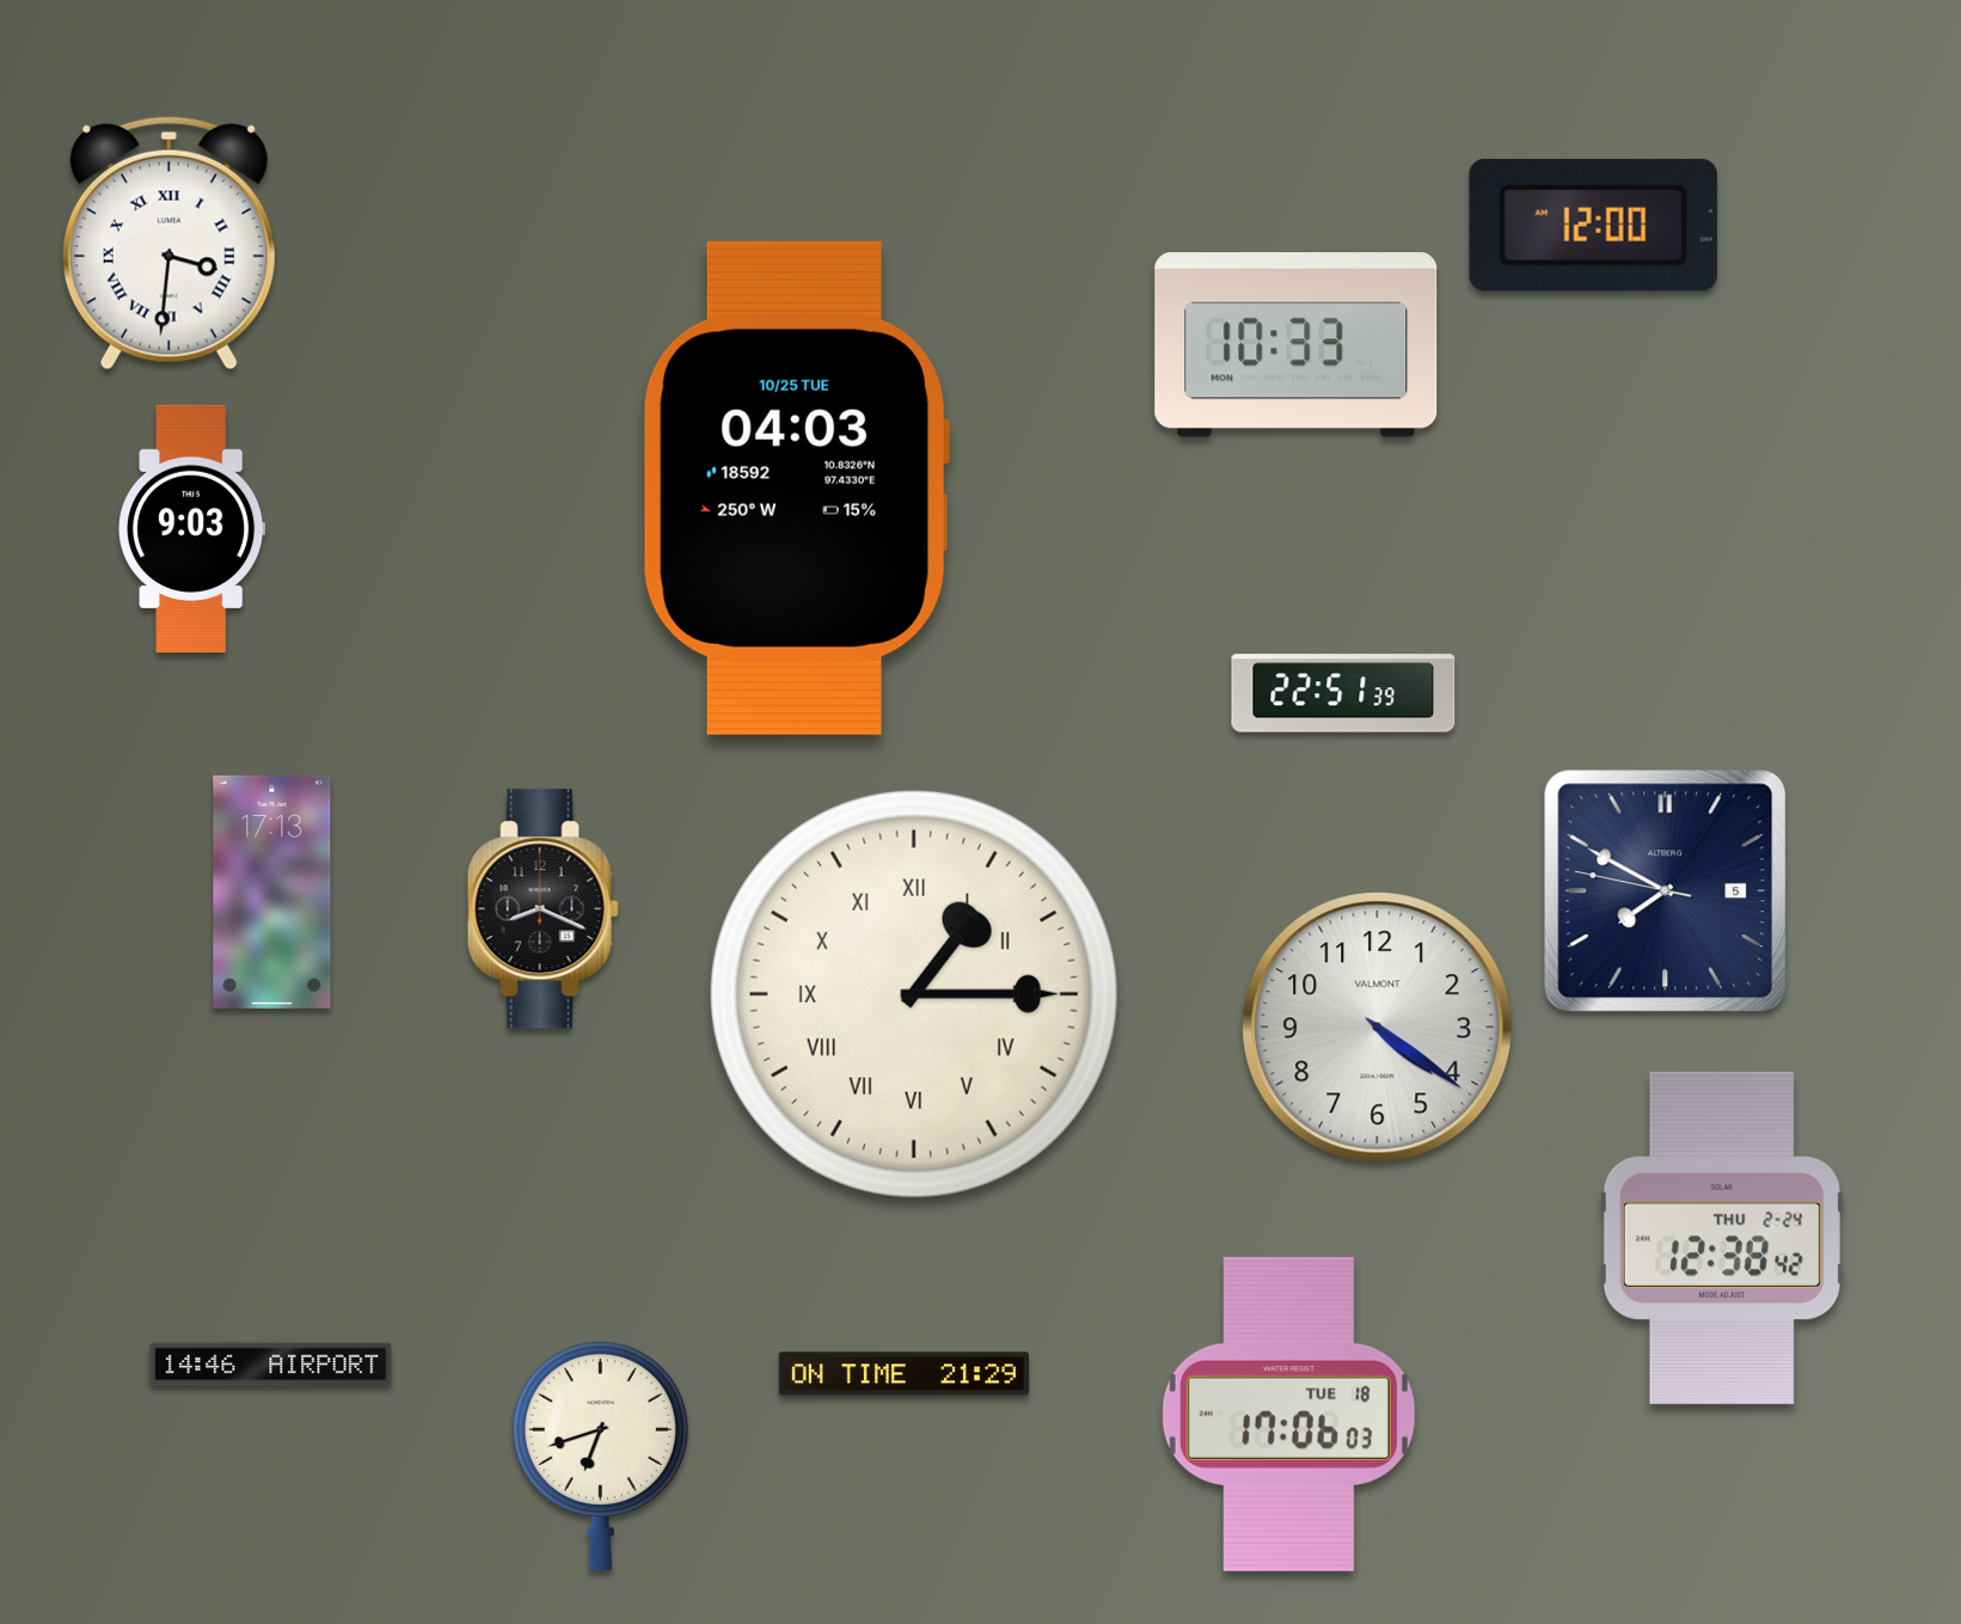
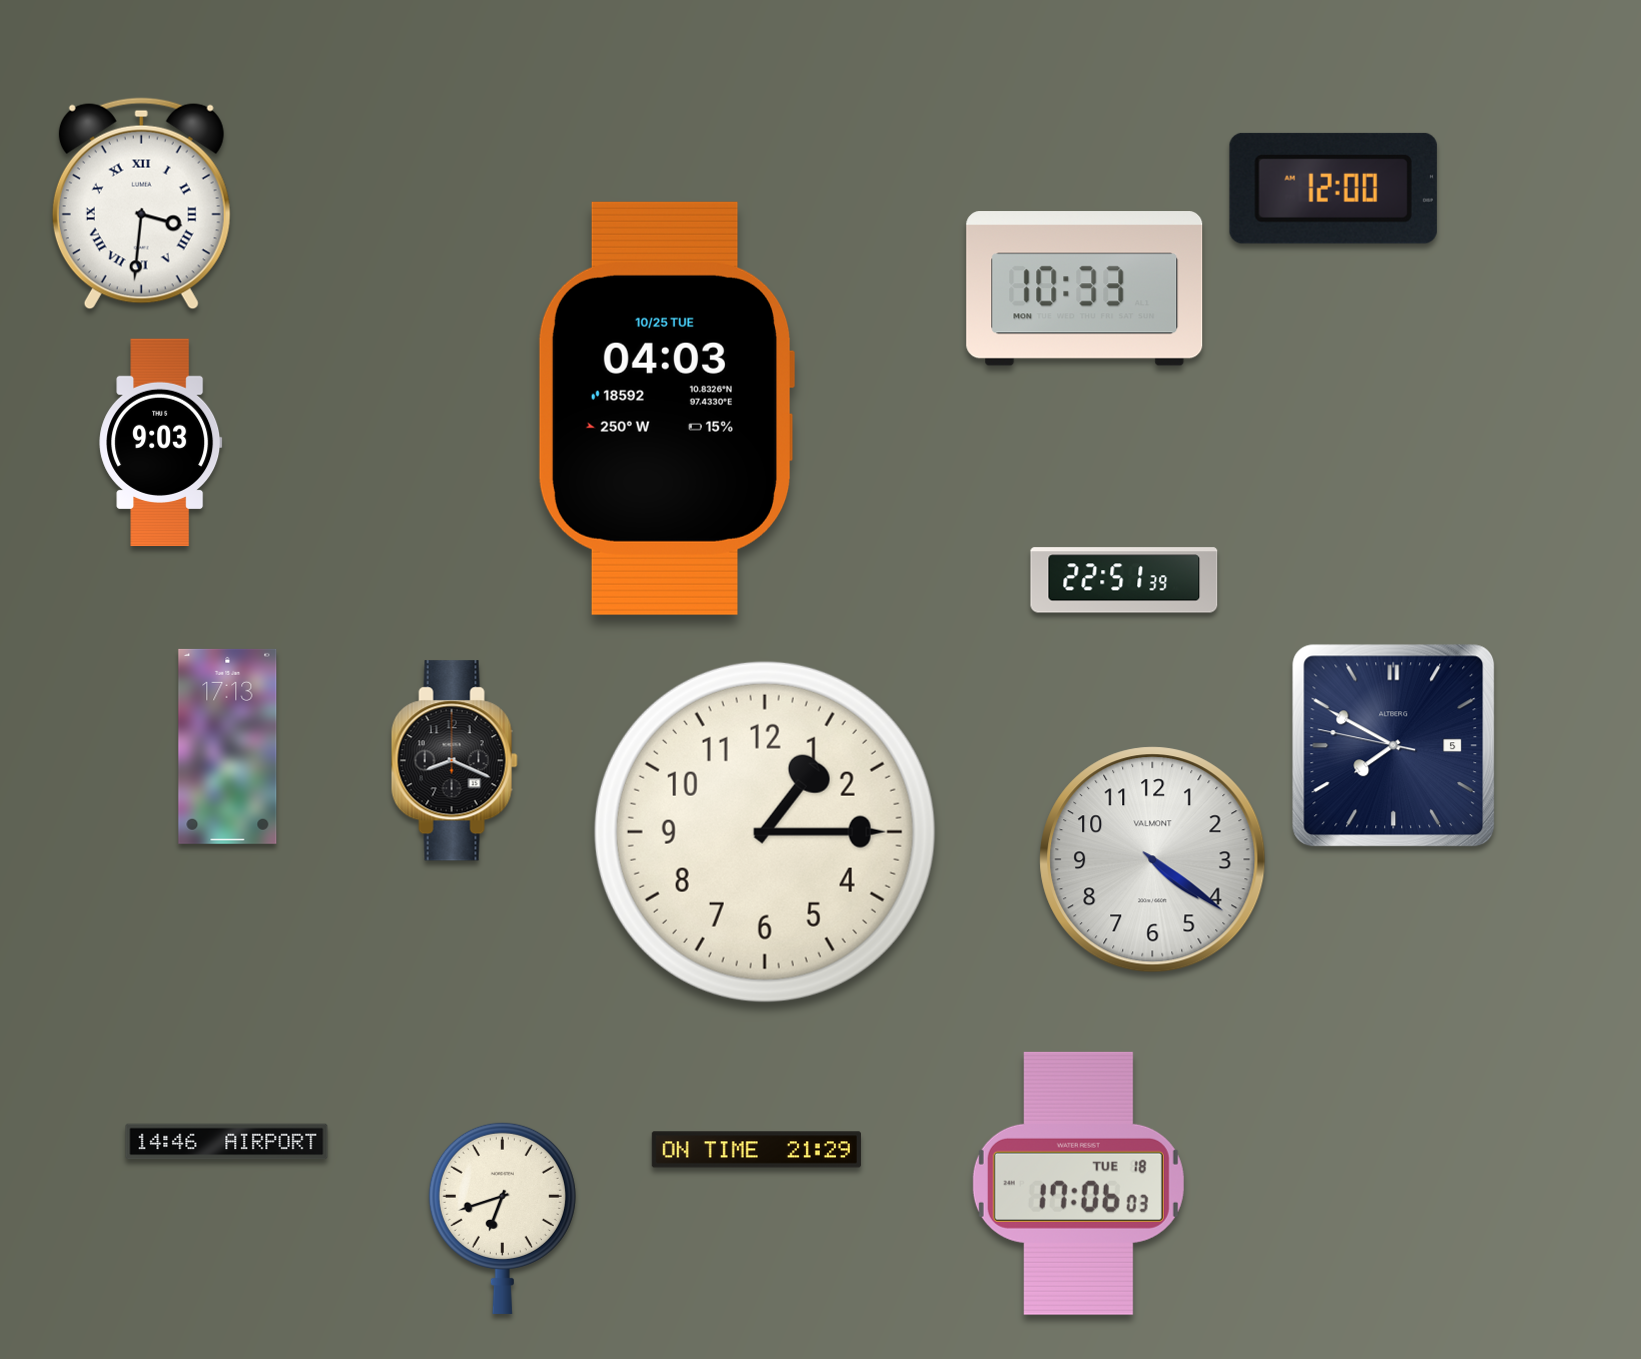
clock at (914, 994) numerals: Roman -> Arabic
clock at (1722, 1238): 12:38 -> none
